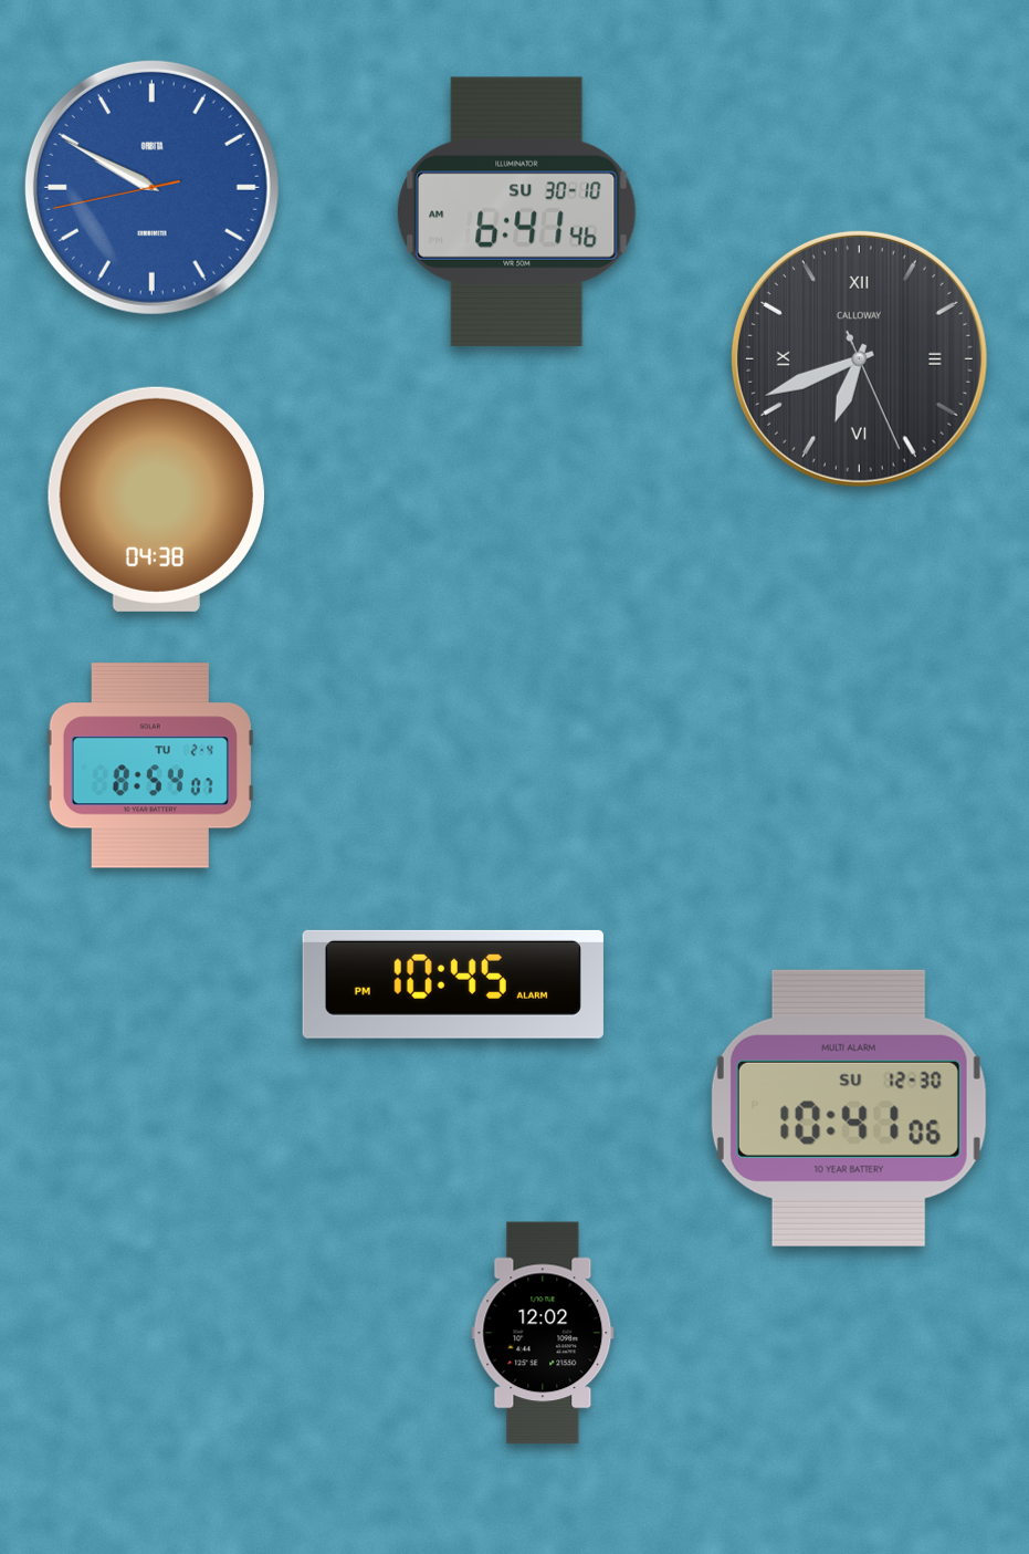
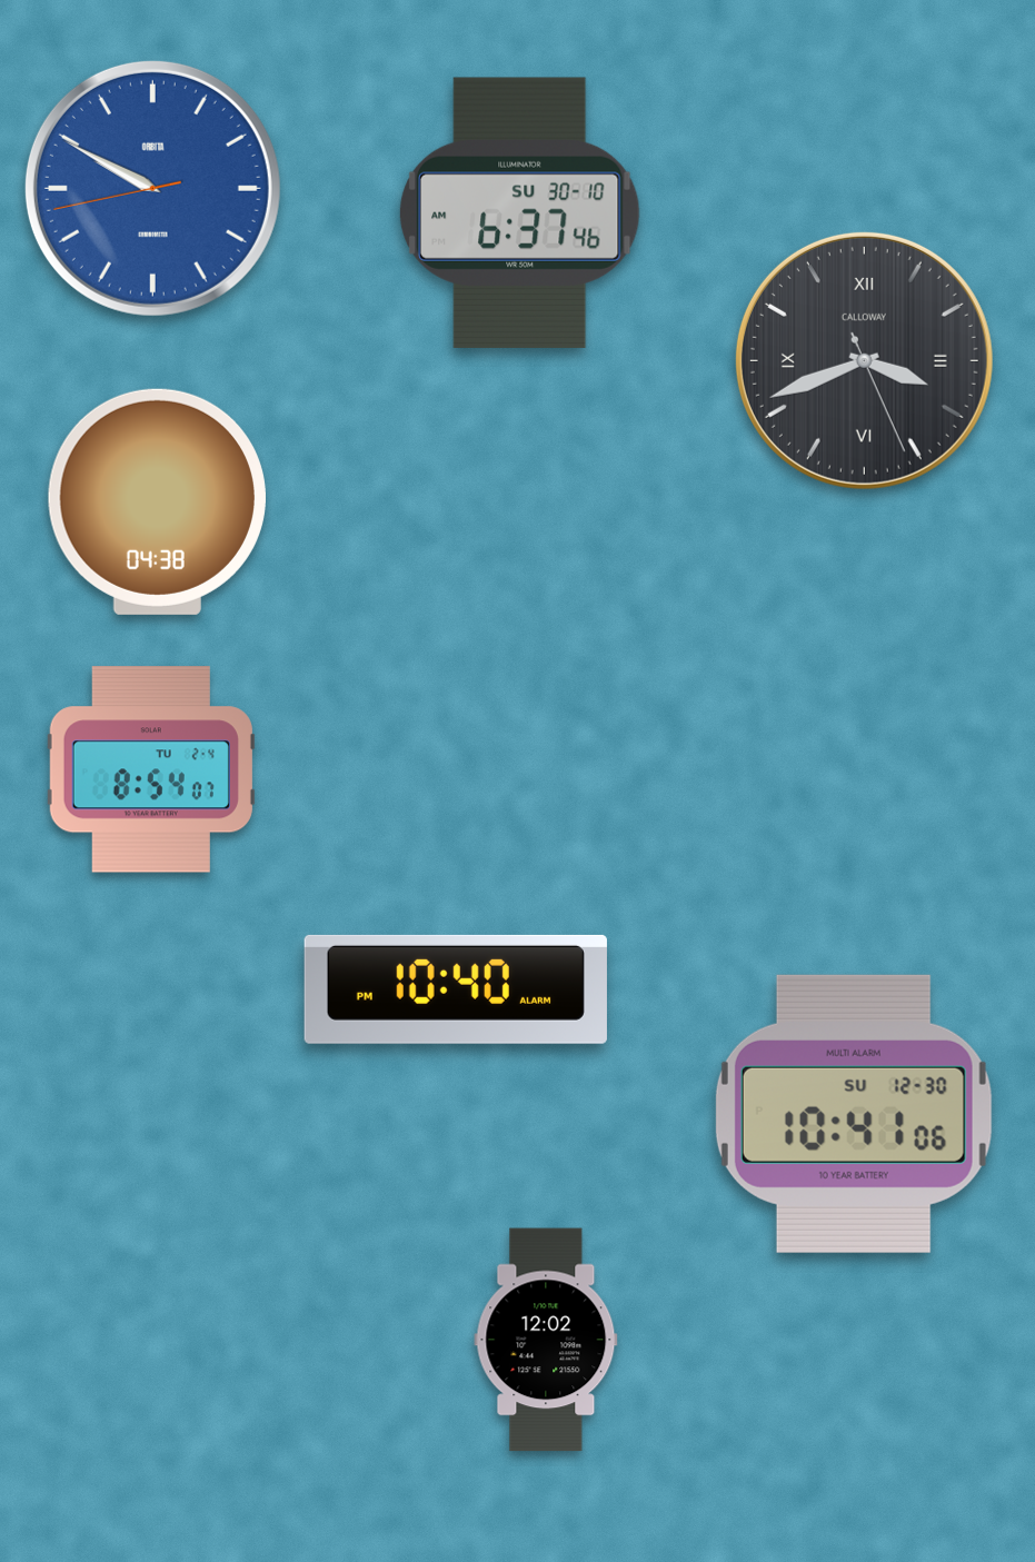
clock at (516, 211): 6:41 -> 6:37
clock at (859, 358): 6:41 -> 3:41
clock at (453, 984): 10:45 -> 10:40
